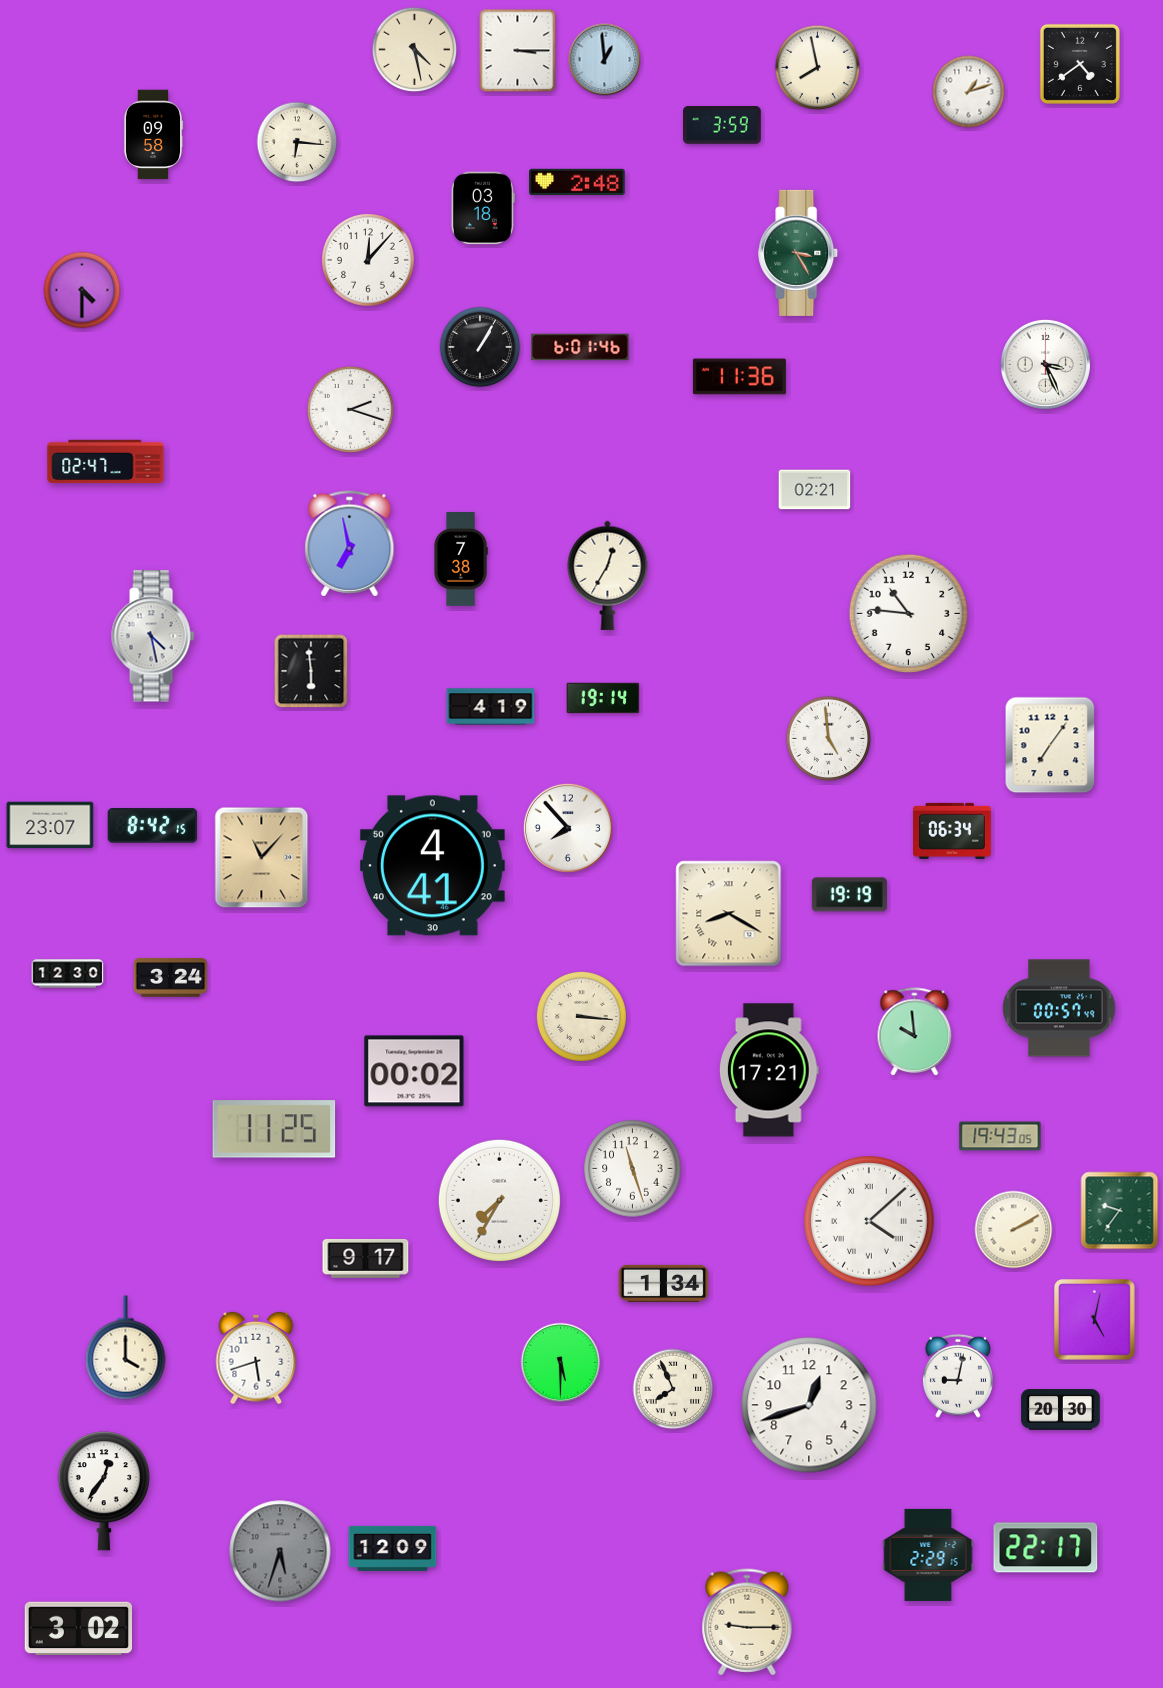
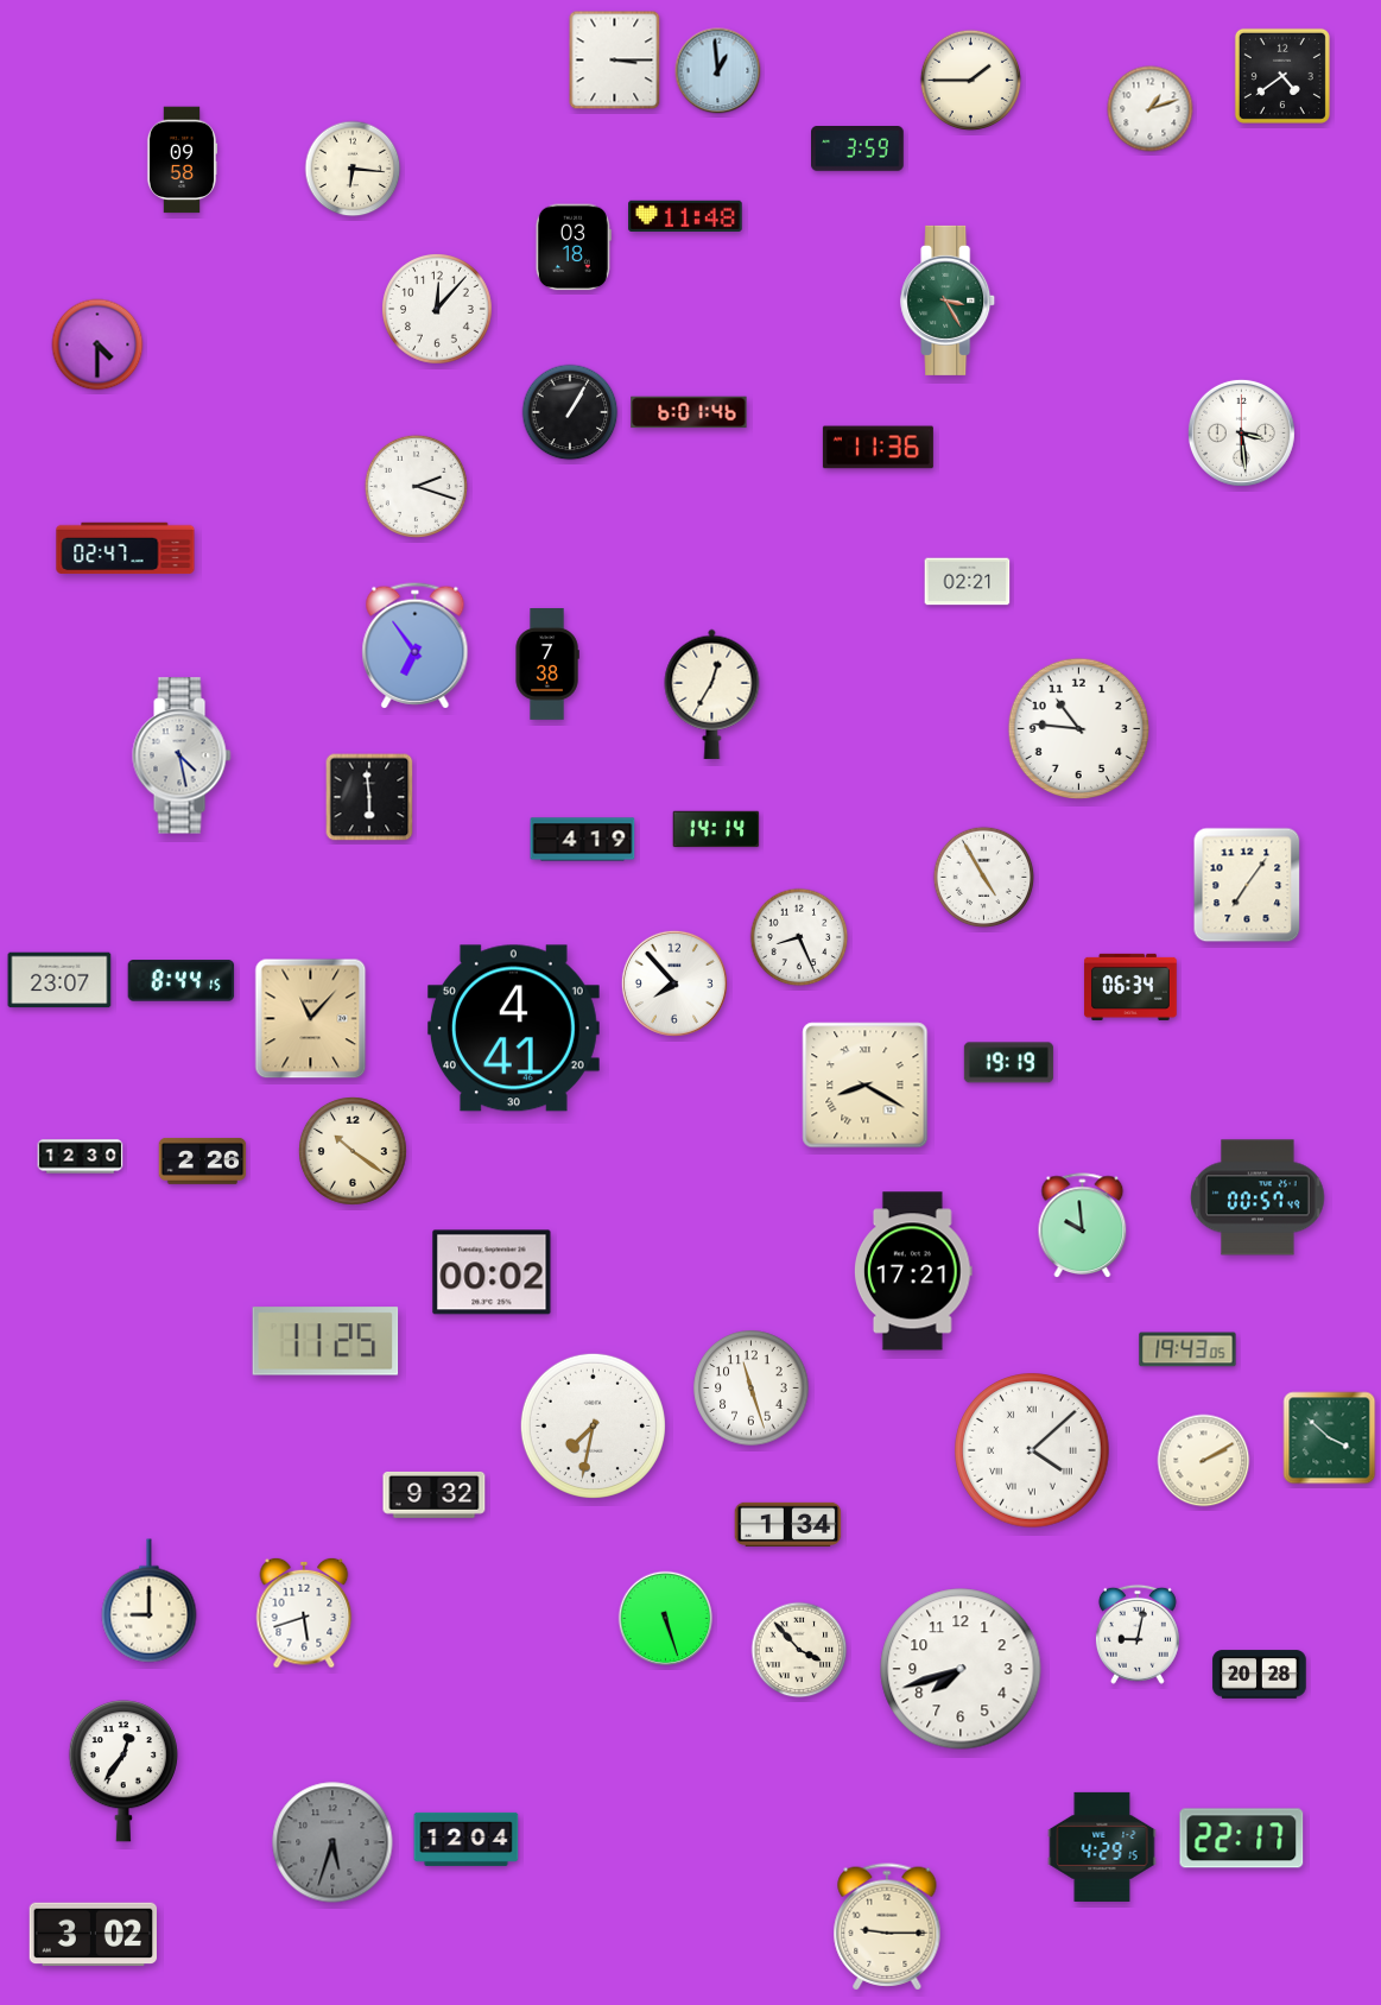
clock at (415, 50): 4:28 -> none
clock at (818, 68): 7:58 -> 1:45
clock at (577, 181): 2:48 -> 11:48
clock at (1045, 364): 3:26 -> 3:29
clock at (350, 544): 6:58 -> 6:54
clock at (608, 575) position: (608, 575) -> (712, 694)
clock at (603, 698): 19:14 -> 14:14
clock at (829, 739): 4:59 -> 4:55
clock at (799, 937): none -> 8:26
clock at (153, 826): 8:42 -> 8:44
clock at (353, 1151): none -> 10:21
clock at (171, 978): 3:24 -> 2:26
clock at (581, 1016): 3:16 -> none
clock at (915, 1032) position: (915, 1032) -> (1083, 1226)
clock at (499, 1200): 7:35 -> 7:32
clock at (1120, 1211): 9:36 -> 3:52
clock at (366, 1258): 9:17 -> 9:32
clock at (1095, 1320): 5:02 -> none
clock at (126, 1348): 4:00 -> 9:00
clock at (561, 1363): 5:30 -> 5:27
clock at (673, 1389): 7:56 -> 3:53
clock at (809, 1405): 12:42 -> 7:42
clock at (1061, 1410): 20:30 -> 20:28
clock at (393, 1548): 12:09 -> 12:04
clock at (928, 1555): 2:29 -> 4:29
